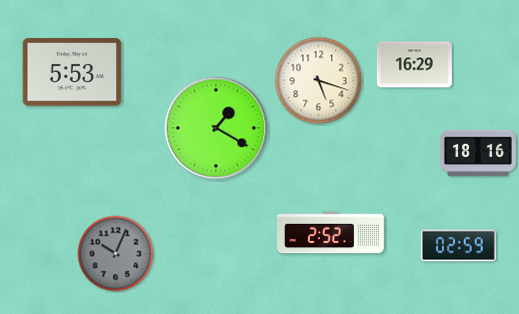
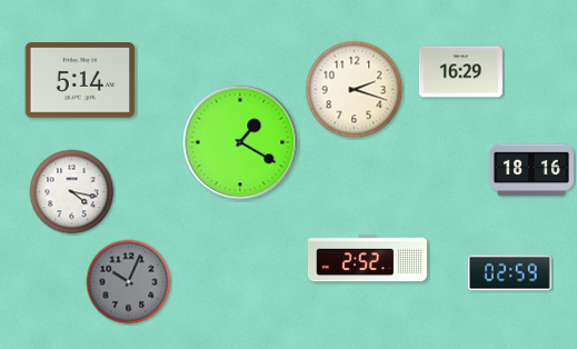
clock at (72, 72): 5:53 -> 5:14
clock at (319, 81): 5:18 -> 2:18
clock at (72, 192): none -> 4:17
